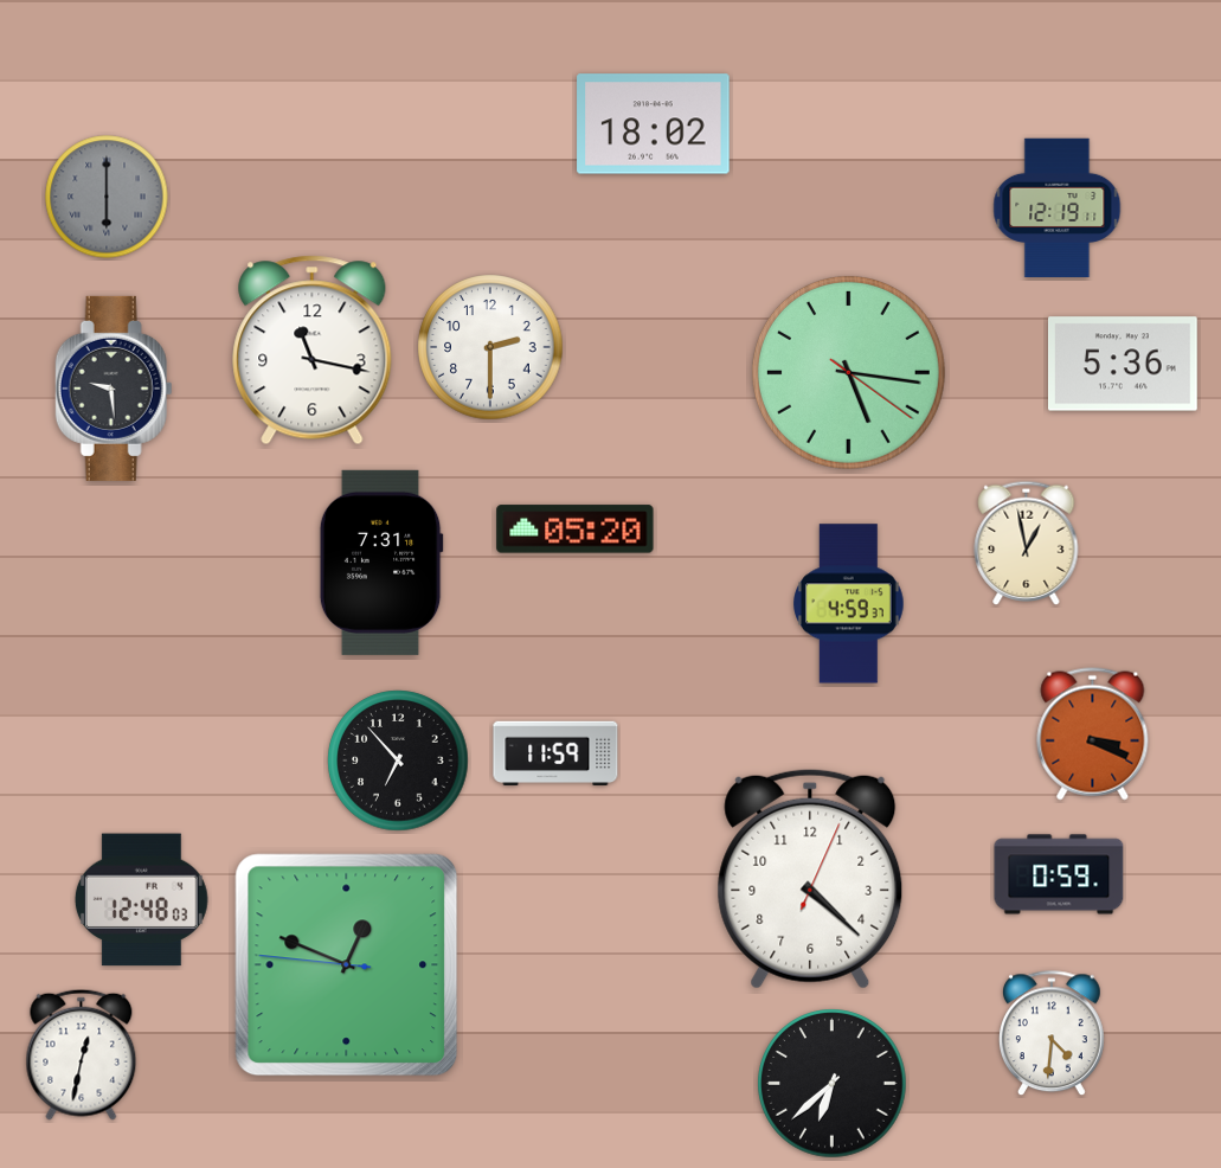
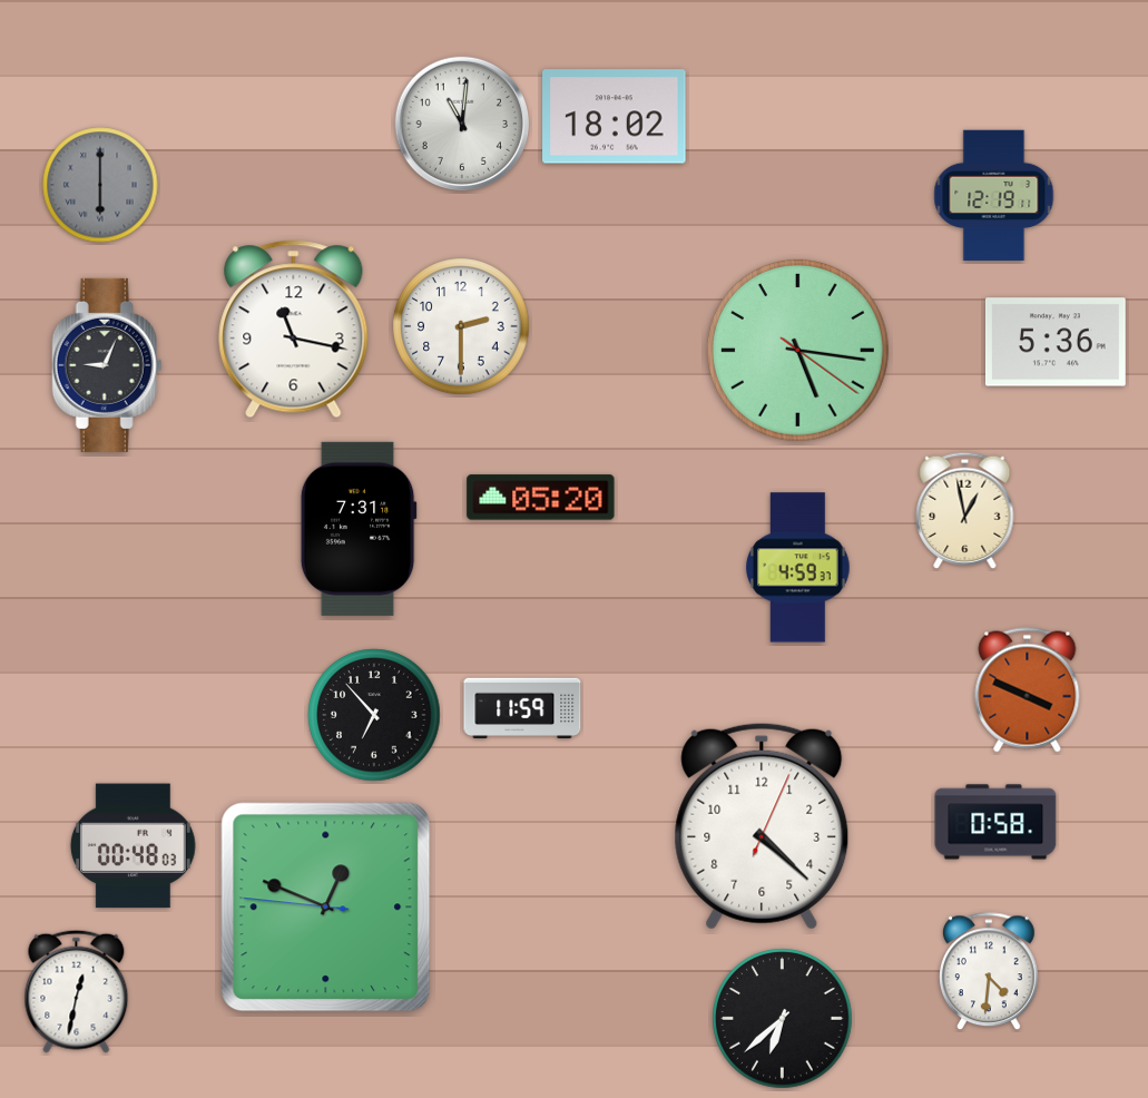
clock at (461, 122): none -> 11:01
clock at (114, 389): 9:29 -> 9:04
clock at (1093, 734): 3:19 -> 3:49
clock at (1059, 874): 0:59 -> 0:58
clock at (141, 900): 12:48 -> 00:48
